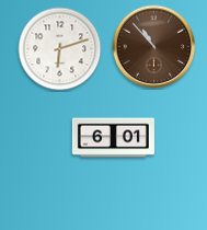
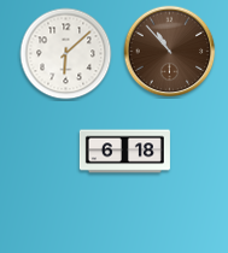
clock at (60, 49): 6:12 -> 6:08
clock at (113, 138): 6:01 -> 6:18
